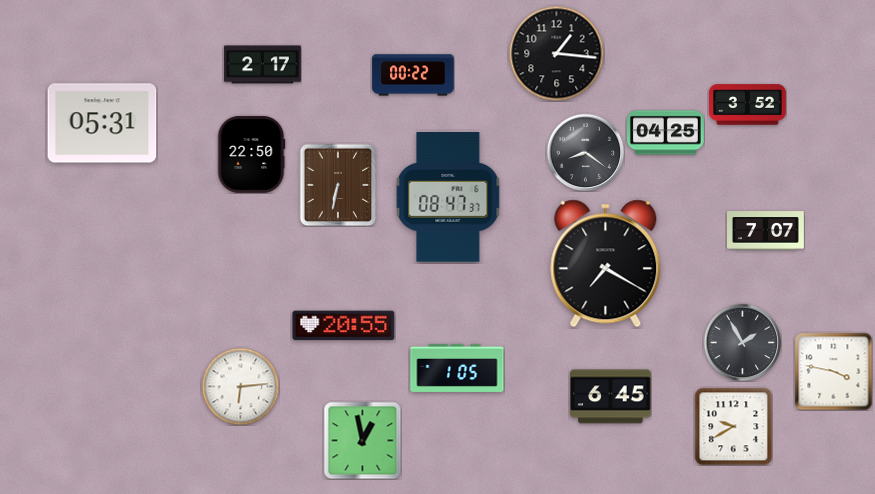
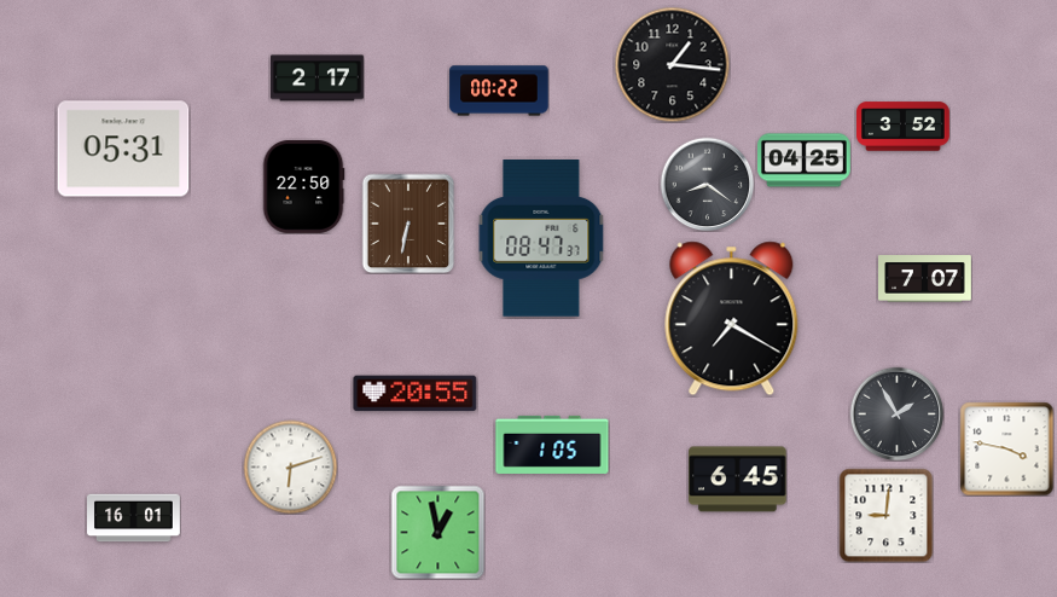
clock at (240, 386): 6:14 -> 6:12
clock at (733, 426): 9:40 -> 9:01
clock at (134, 518): none -> 16:01
